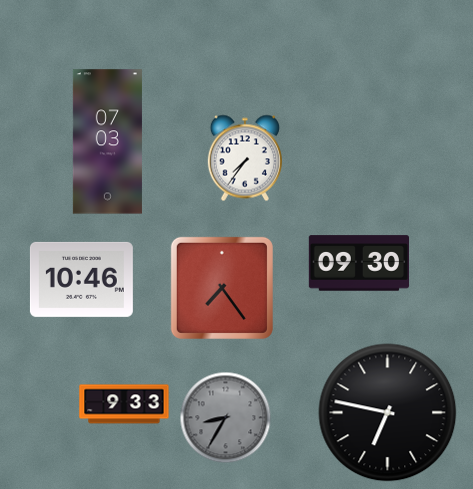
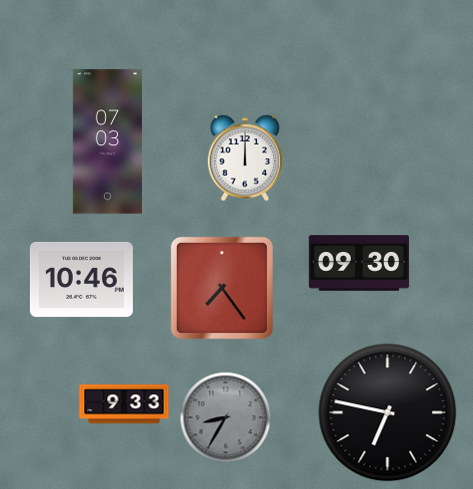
clock at (245, 158): 7:36 -> 12:00
